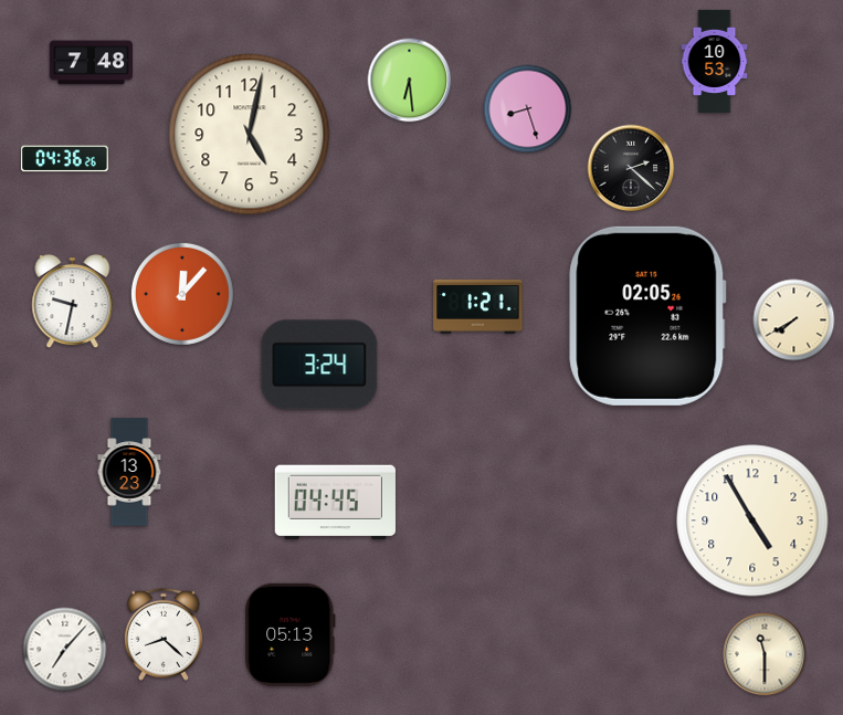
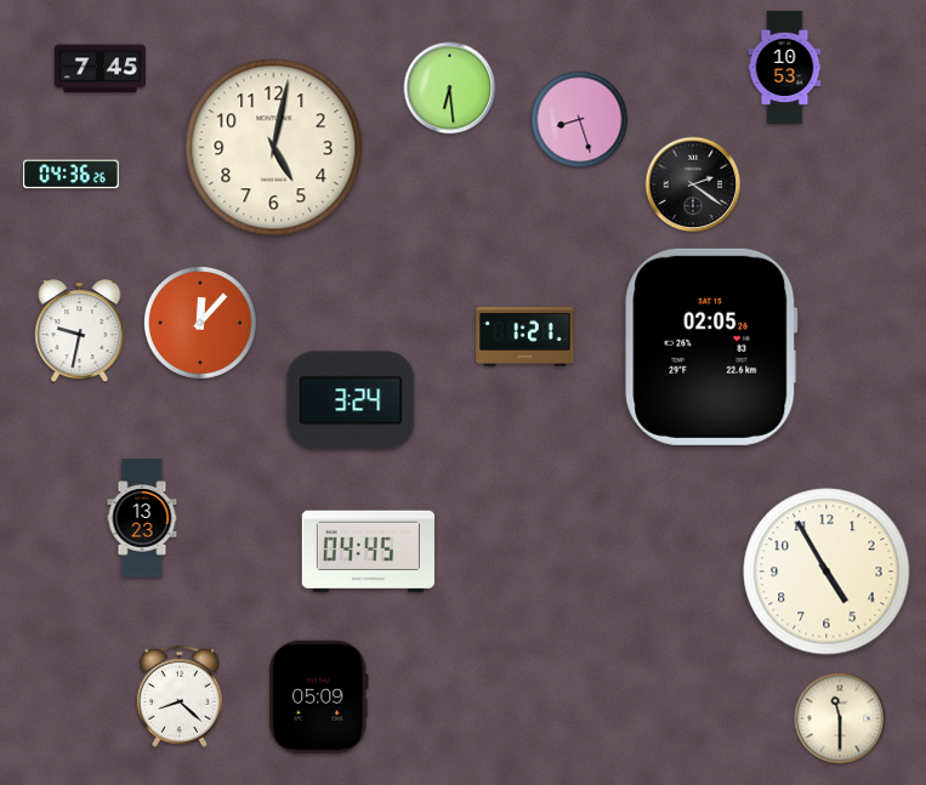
clock at (91, 63): 7:48 -> 7:45
clock at (631, 168): 2:22 -> 2:21
clock at (794, 320): 7:40 -> none
clock at (291, 634): 05:13 -> 05:09
clock at (65, 650): 7:07 -> none
